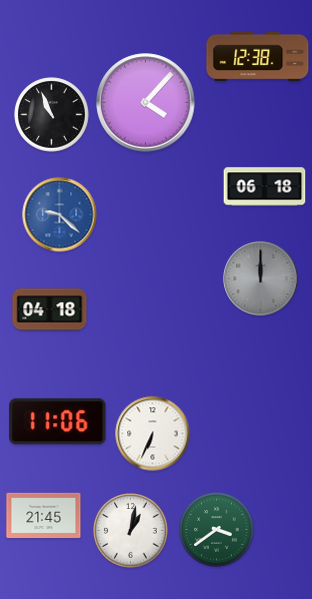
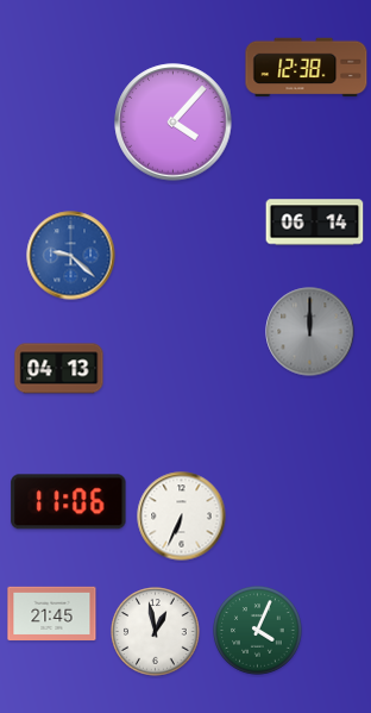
clock at (52, 115): 10:56 -> none
clock at (265, 187): 06:18 -> 06:14
clock at (50, 310): 04:18 -> 04:13
clock at (217, 530): 3:39 -> 4:04
clock at (131, 531): 1:02 -> 12:58
